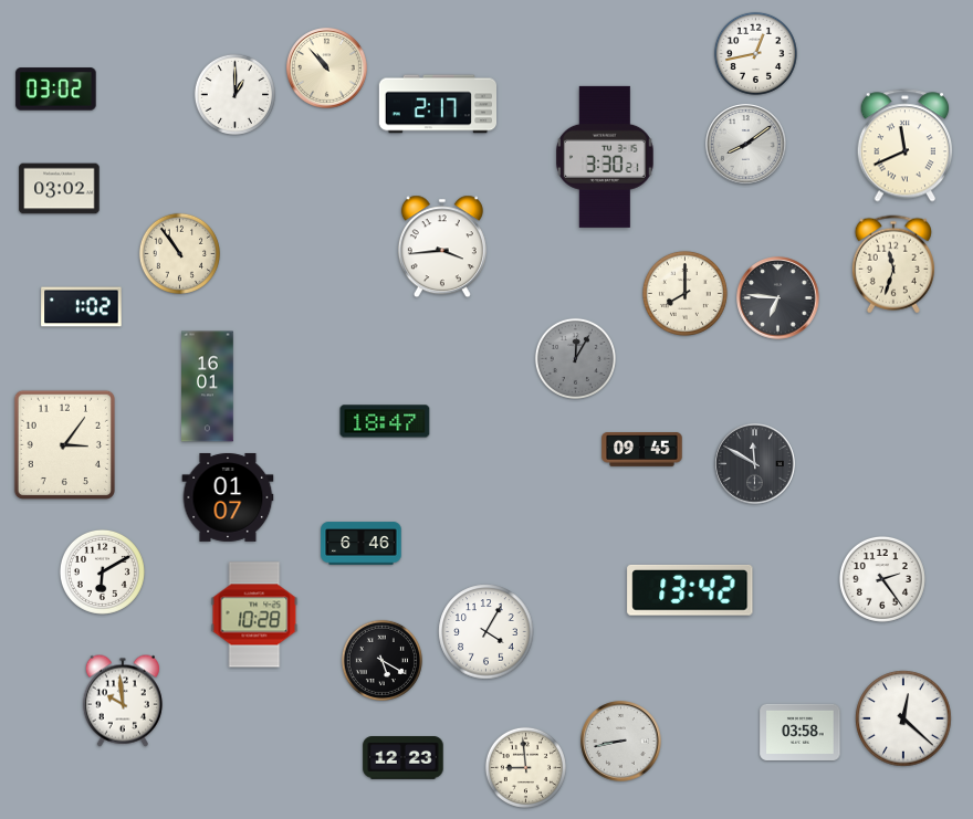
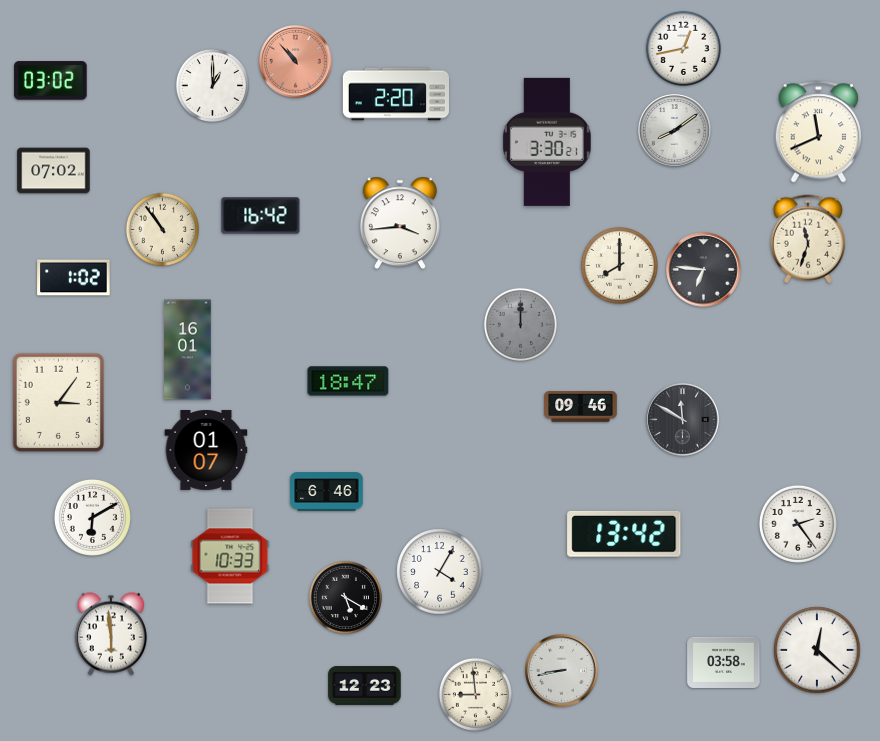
clock at (327, 69) dial: cream -> salmon
clock at (437, 104): 2:17 -> 2:20
clock at (60, 189): 03:02 -> 07:02
clock at (261, 216): none -> 16:42
clock at (575, 358): 12:05 -> 12:00
clock at (642, 450): 09:45 -> 09:46
clock at (254, 615): 10:28 -> 10:33
clock at (123, 701): 9:59 -> 5:59
